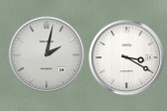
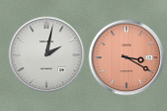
clock at (127, 58) dial: white -> salmon
